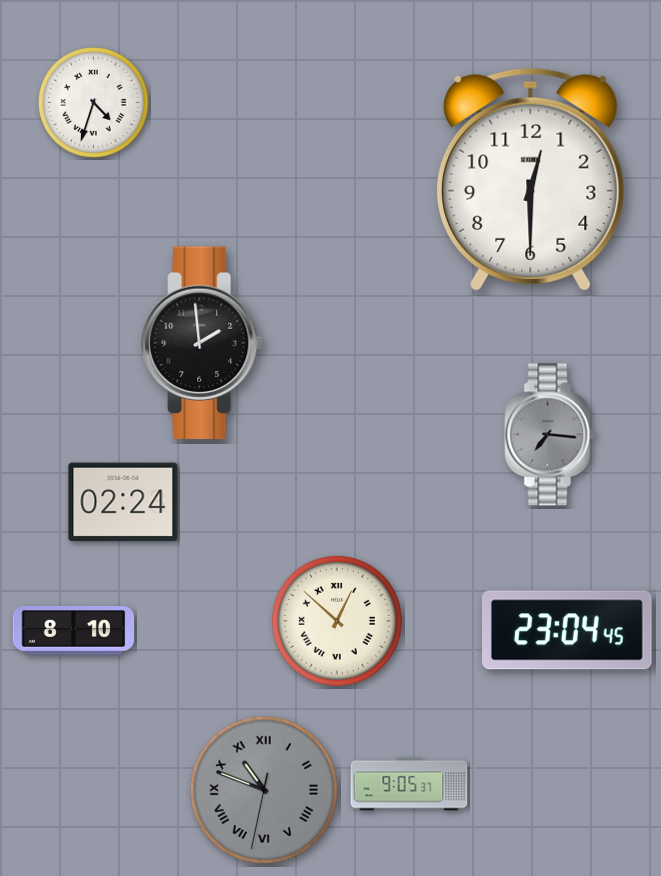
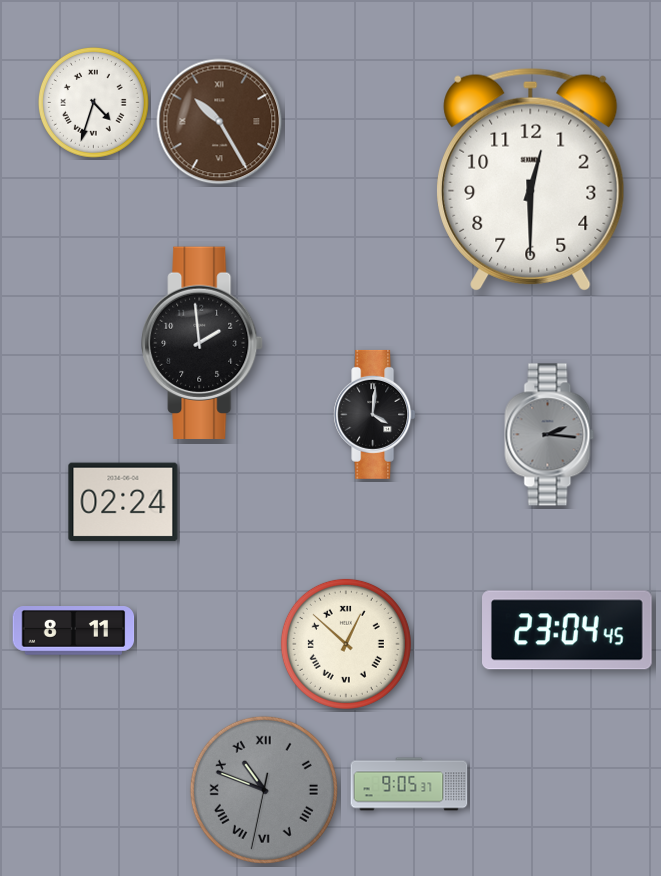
clock at (220, 122): none -> 10:25
clock at (375, 414): none -> 4:01
clock at (550, 435): 7:16 -> 2:16
clock at (337, 621) position: (337, 621) -> (346, 644)
clock at (74, 631): 8:10 -> 8:11
